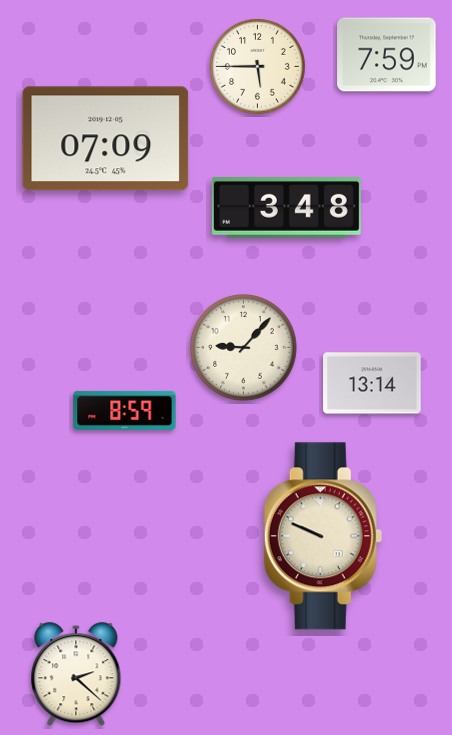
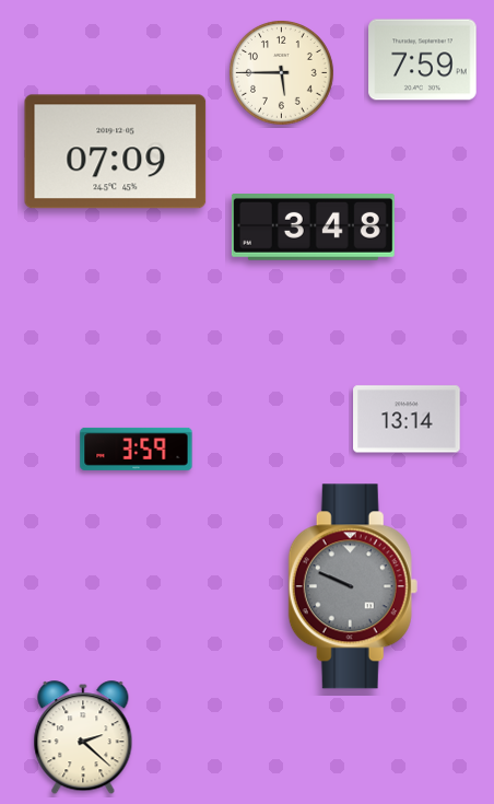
clock at (244, 348): 9:07 -> none
clock at (125, 410): 8:59 -> 3:59
clock at (323, 536) dial: cream -> grey
